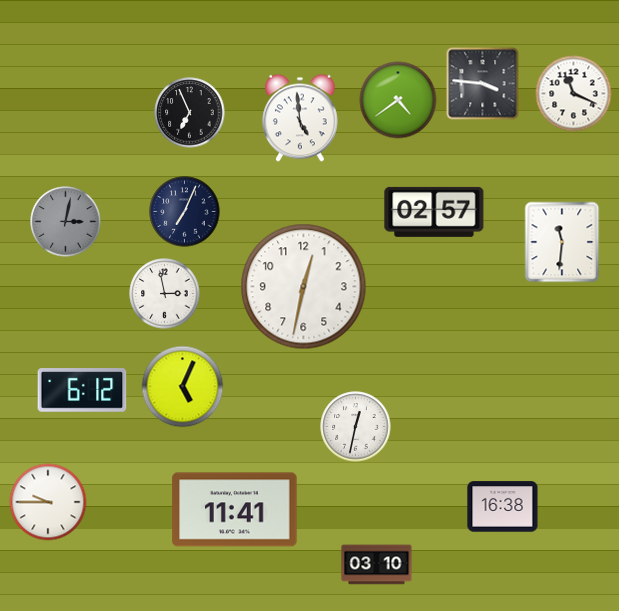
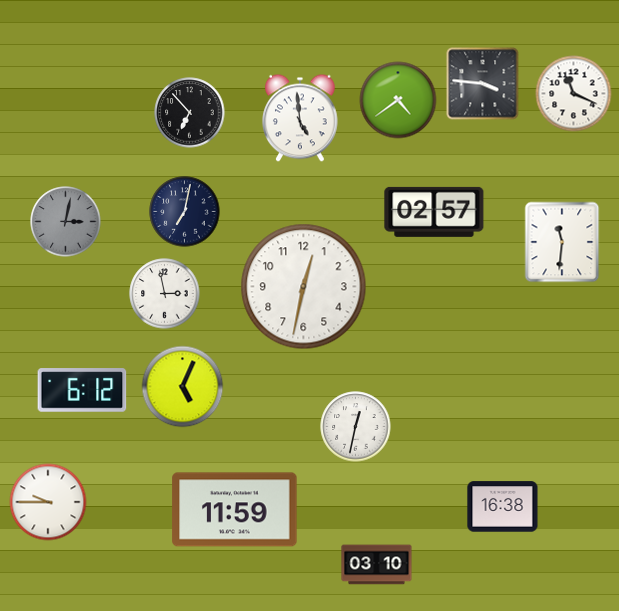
clock at (190, 113): 6:56 -> 6:53
clock at (185, 212): 7:04 -> 7:02
clock at (235, 510): 11:41 -> 11:59
